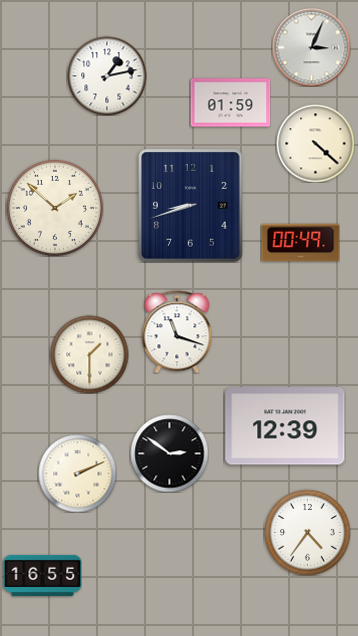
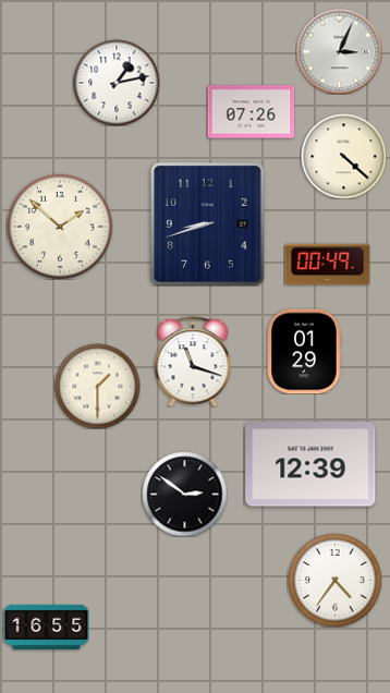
clock at (230, 103): 01:59 -> 07:26
clock at (305, 351): none -> 01:29
clock at (77, 473): 2:11 -> none
